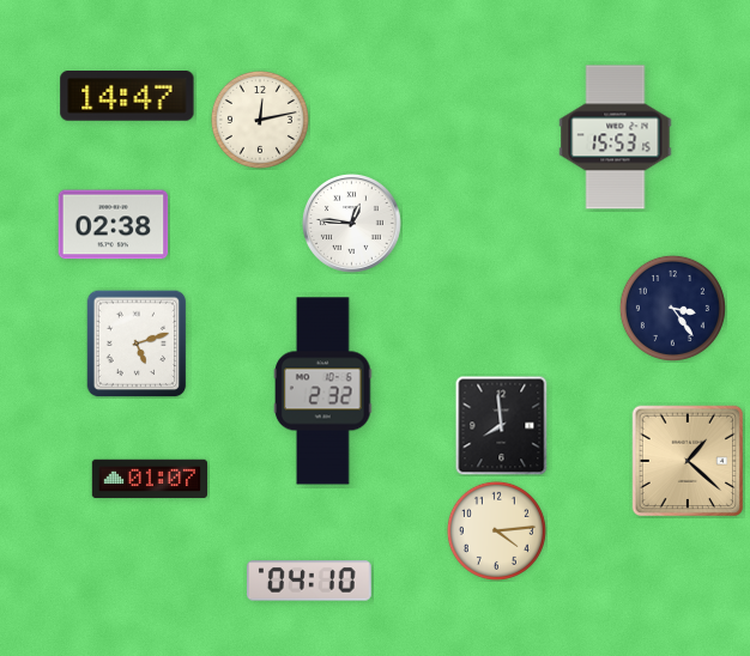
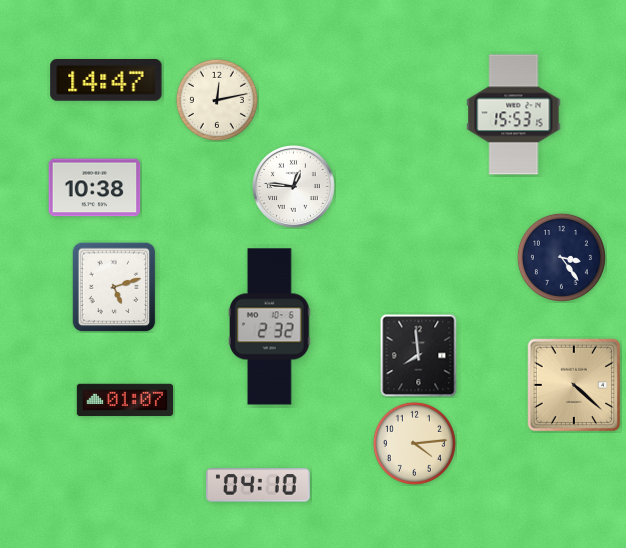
clock at (114, 225): 02:38 -> 10:38
clock at (688, 461): 1:22 -> 4:22
